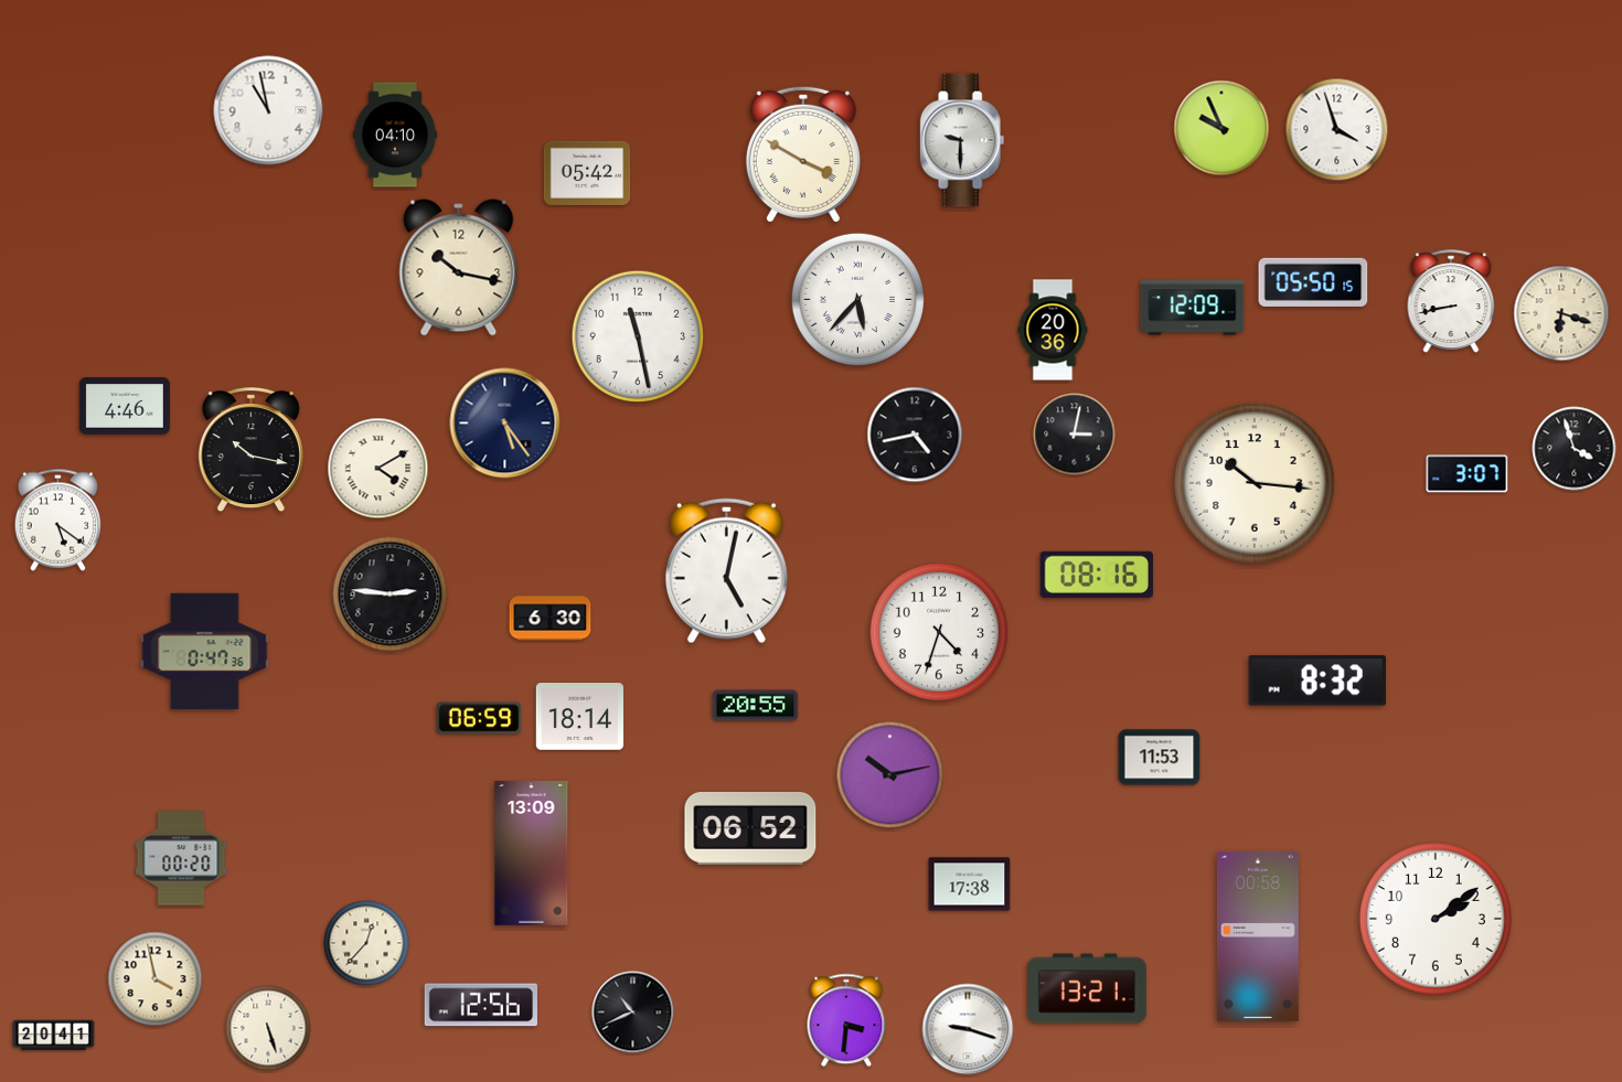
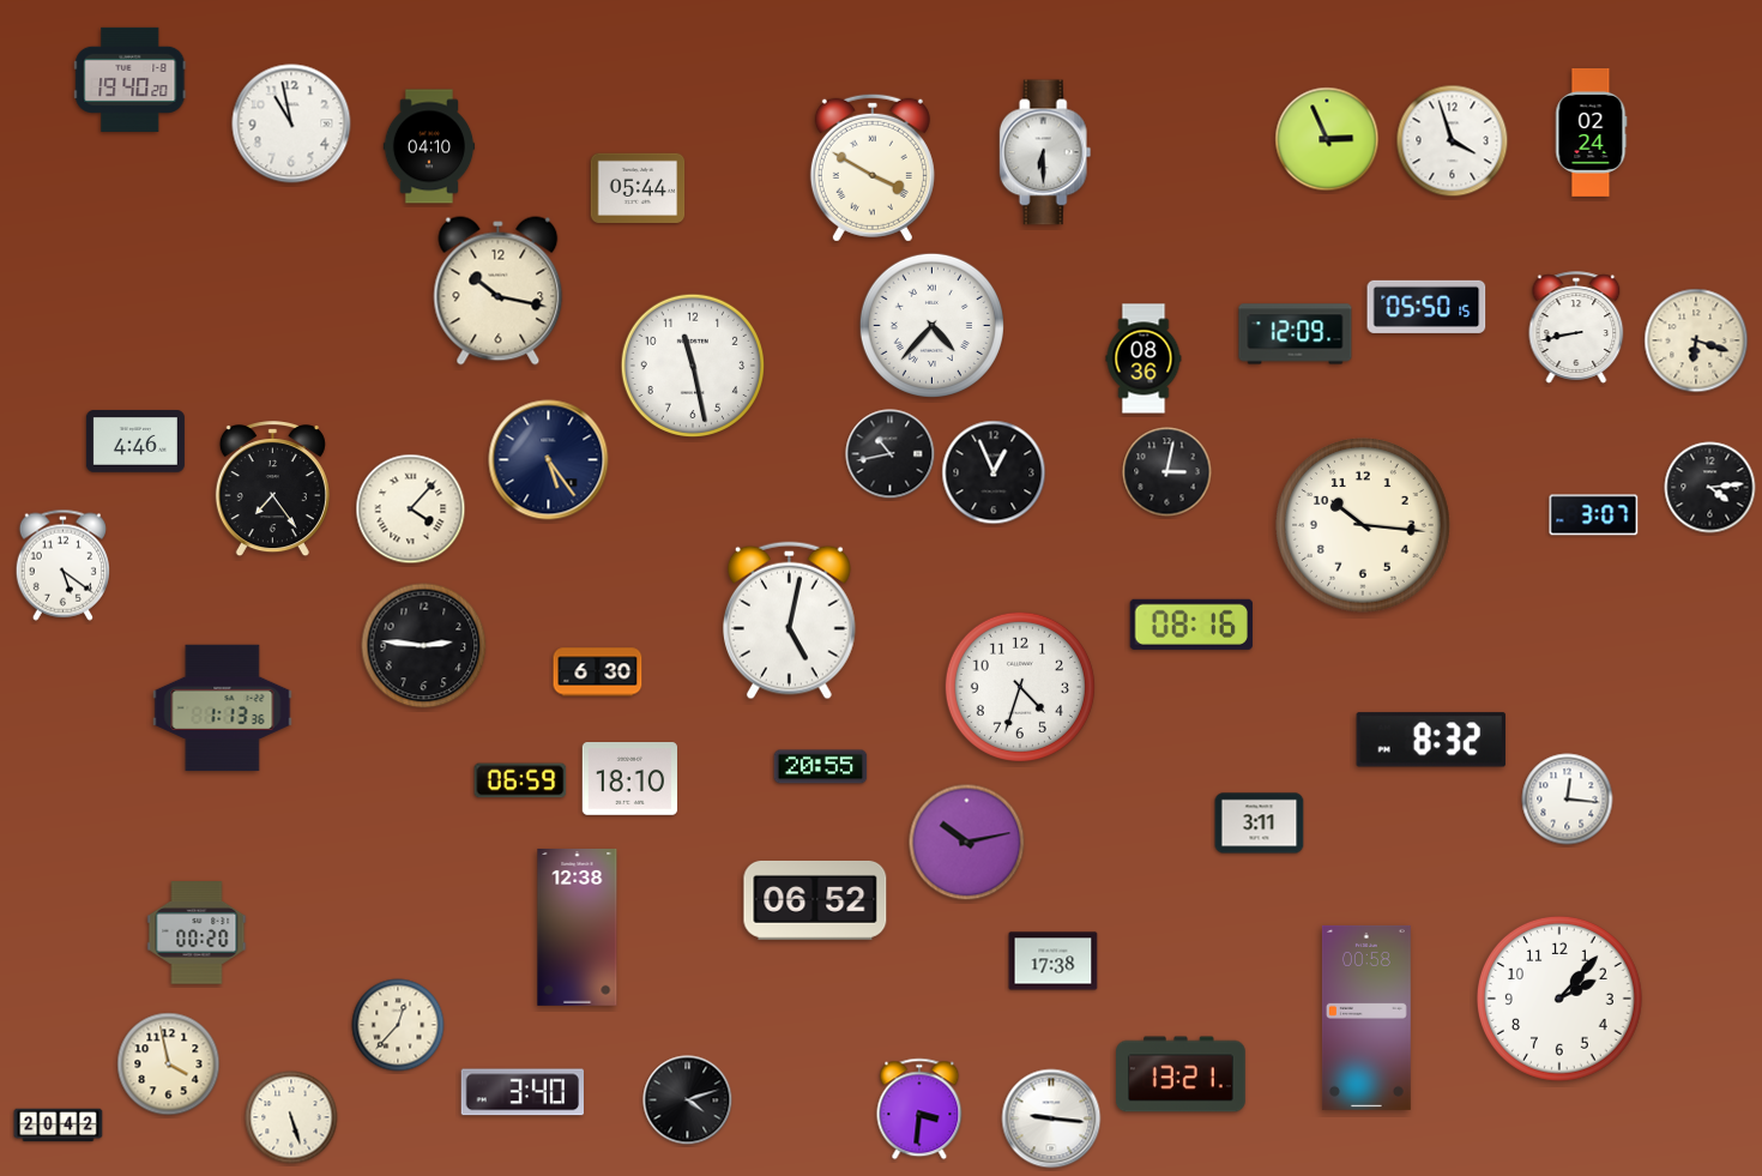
clock at (131, 79): none -> 19:40
clock at (268, 110) position: (268, 110) -> (291, 123)
clock at (1592, 132): none -> 02:24
clock at (1221, 128): 9:56 -> 2:56
clock at (962, 140): 9:30 -> 6:30
clock at (587, 172): 05:42 -> 05:44
clock at (857, 299): 5:37 -> 4:37
clock at (1053, 330): 20:36 -> 08:36
clock at (891, 454): none -> 10:43
clock at (915, 435): 4:43 -> 12:56
clock at (1575, 449): 3:57 -> 4:14
clock at (250, 451): 10:17 -> 7:24
clock at (378, 469): 4:10 -> 4:07
clock at (205, 652): 0:47 -> 1:13
clock at (580, 717): 18:14 -> 18:10
clock at (1568, 800): none -> 12:16
clock at (1160, 758): 11:53 -> 3:11
clock at (532, 853): 13:09 -> 12:38
clock at (1436, 919): 2:09 -> 2:07
clock at (480, 1005): 12:56 -> 3:40
clock at (633, 1013): 10:41 -> 4:12
clock at (968, 1029): 9:18 -> 9:16
clock at (54, 1036): 20:41 -> 20:42
